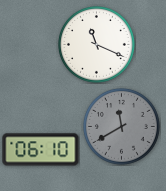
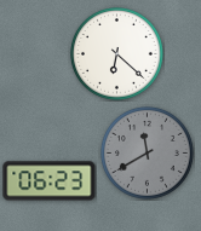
clock at (97, 45): 11:19 -> 6:22
clock at (41, 150): 06:10 -> 06:23
